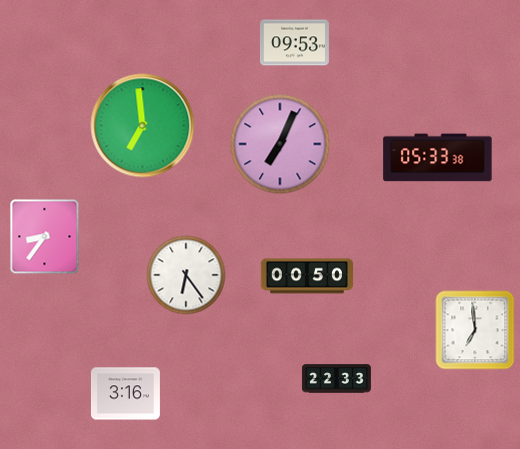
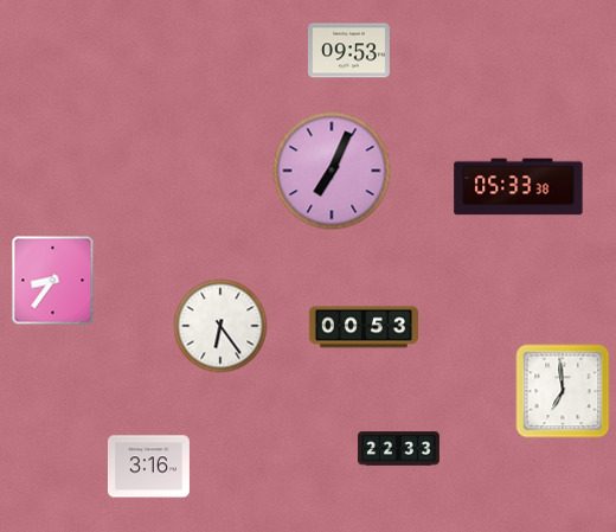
clock at (143, 126): 6:59 -> none
clock at (306, 276): 00:50 -> 00:53
